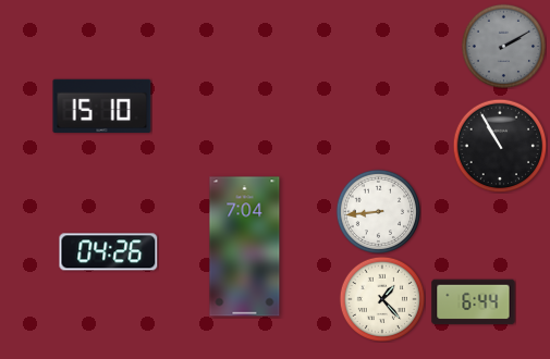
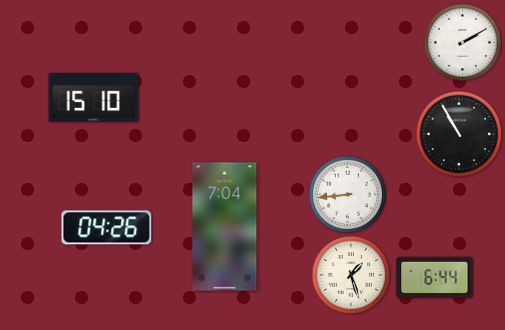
clock at (503, 46) dial: grey -> white
clock at (109, 252) position: (109, 252) -> (107, 228)
clock at (382, 299): 1:23 -> 1:27
